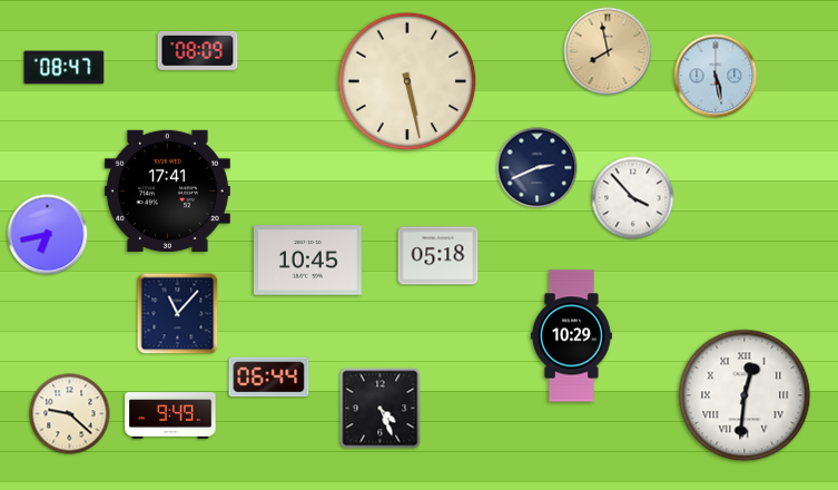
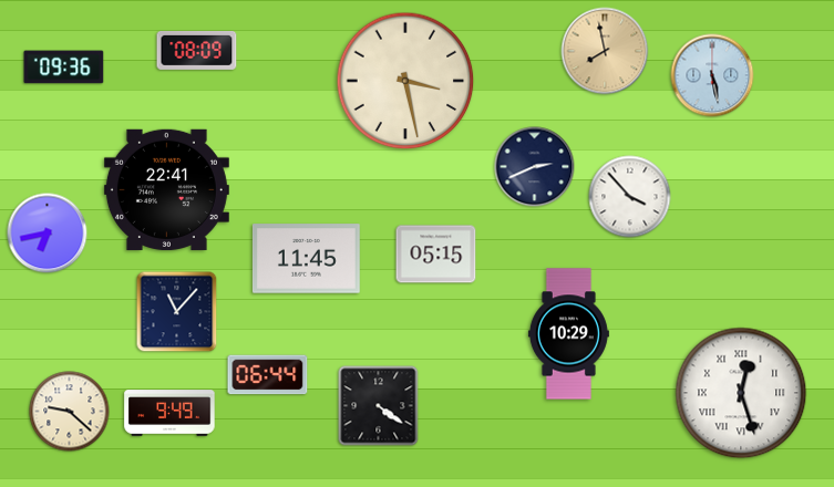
clock at (65, 68): 08:47 -> 09:36
clock at (407, 81): 5:28 -> 3:28
clock at (167, 190): 17:41 -> 22:41
clock at (438, 256): 05:18 -> 05:15
clock at (307, 261): 10:45 -> 11:45
clock at (745, 395): 12:31 -> 12:27
clock at (381, 409): 4:26 -> 4:21
